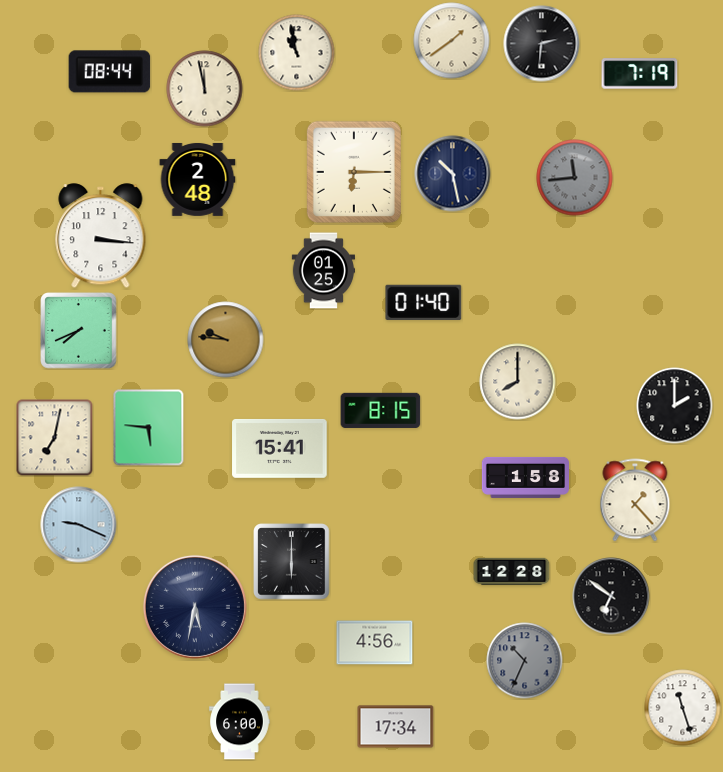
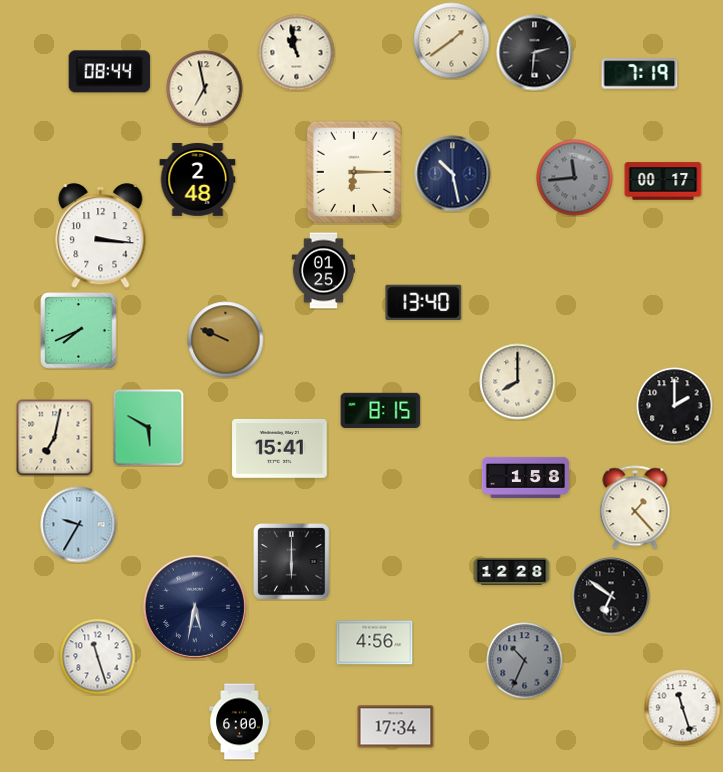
clock at (542, 44) position: (542, 44) -> (535, 53)
clock at (205, 89): 11:58 -> 6:58
clock at (663, 181): none -> 00:17
clock at (424, 302): 01:40 -> 13:40
clock at (226, 340): 9:46 -> 9:49
clock at (149, 428): 5:46 -> 5:50
clock at (635, 500) position: (635, 500) -> (635, 507)
clock at (79, 525): 9:19 -> 9:35
clock at (98, 657): none -> 11:27
